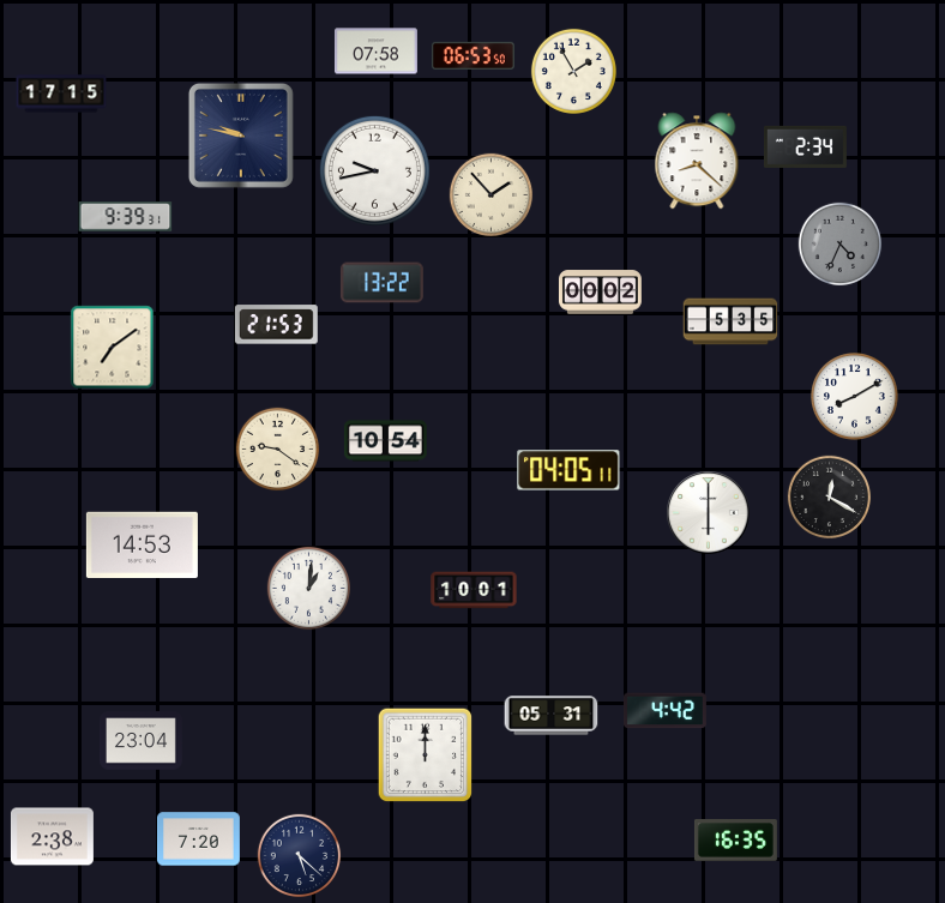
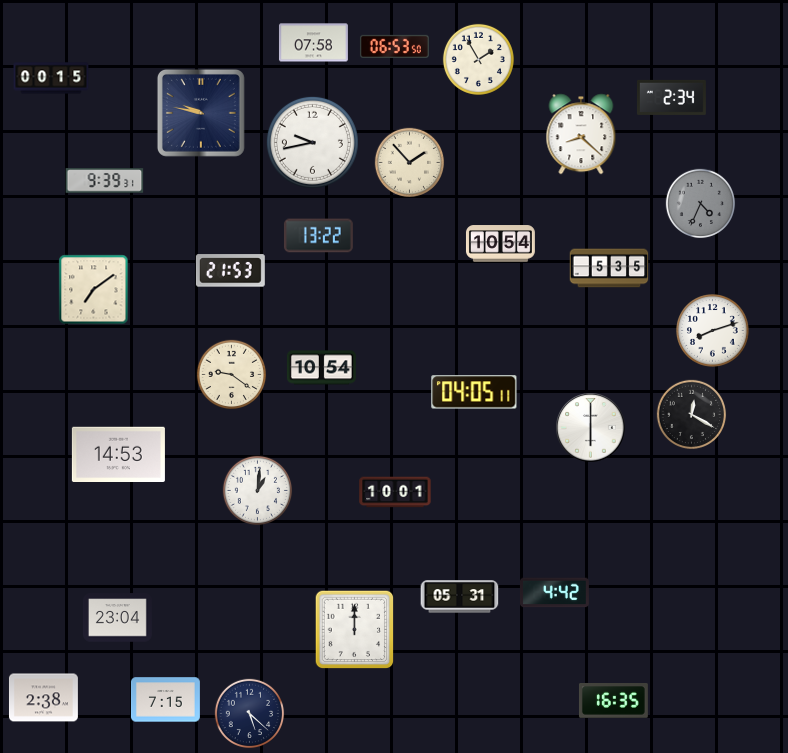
clock at (61, 94): 17:15 -> 00:15
clock at (805, 146) position: (805, 146) -> (671, 97)
clock at (600, 293): 00:02 -> 10:54
clock at (855, 397): 8:10 -> 8:12
clock at (198, 839): 7:20 -> 7:15
